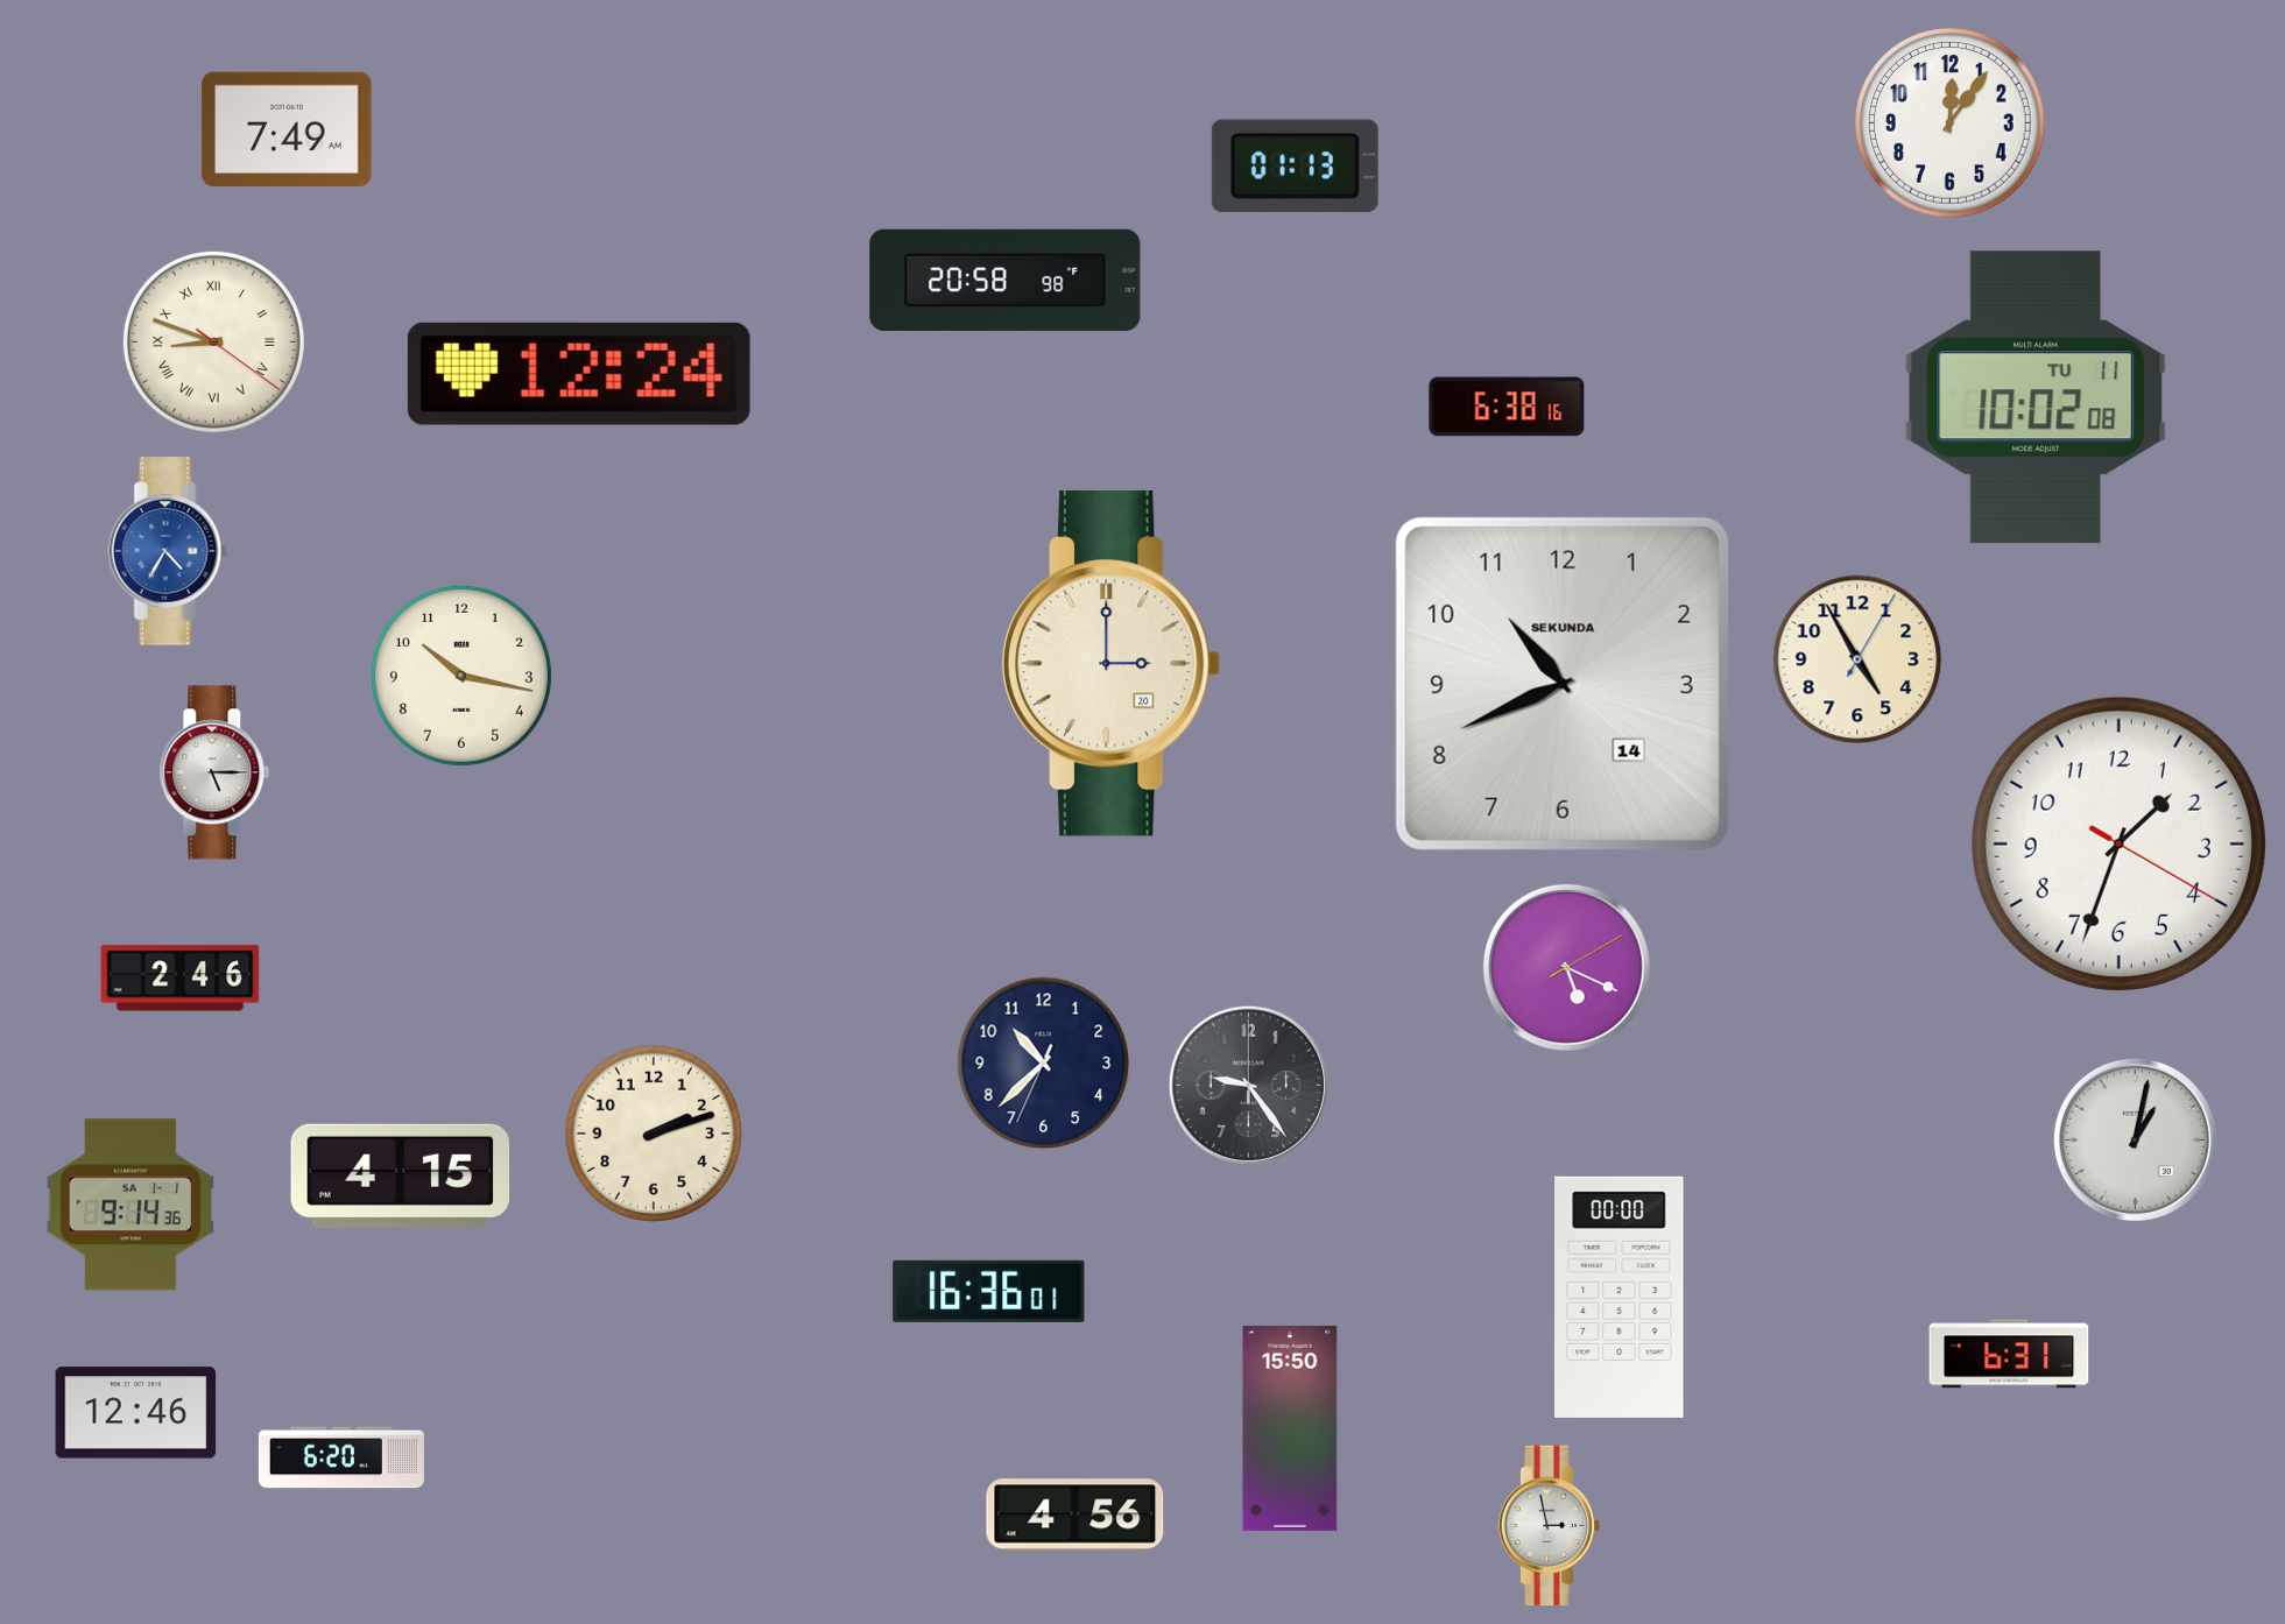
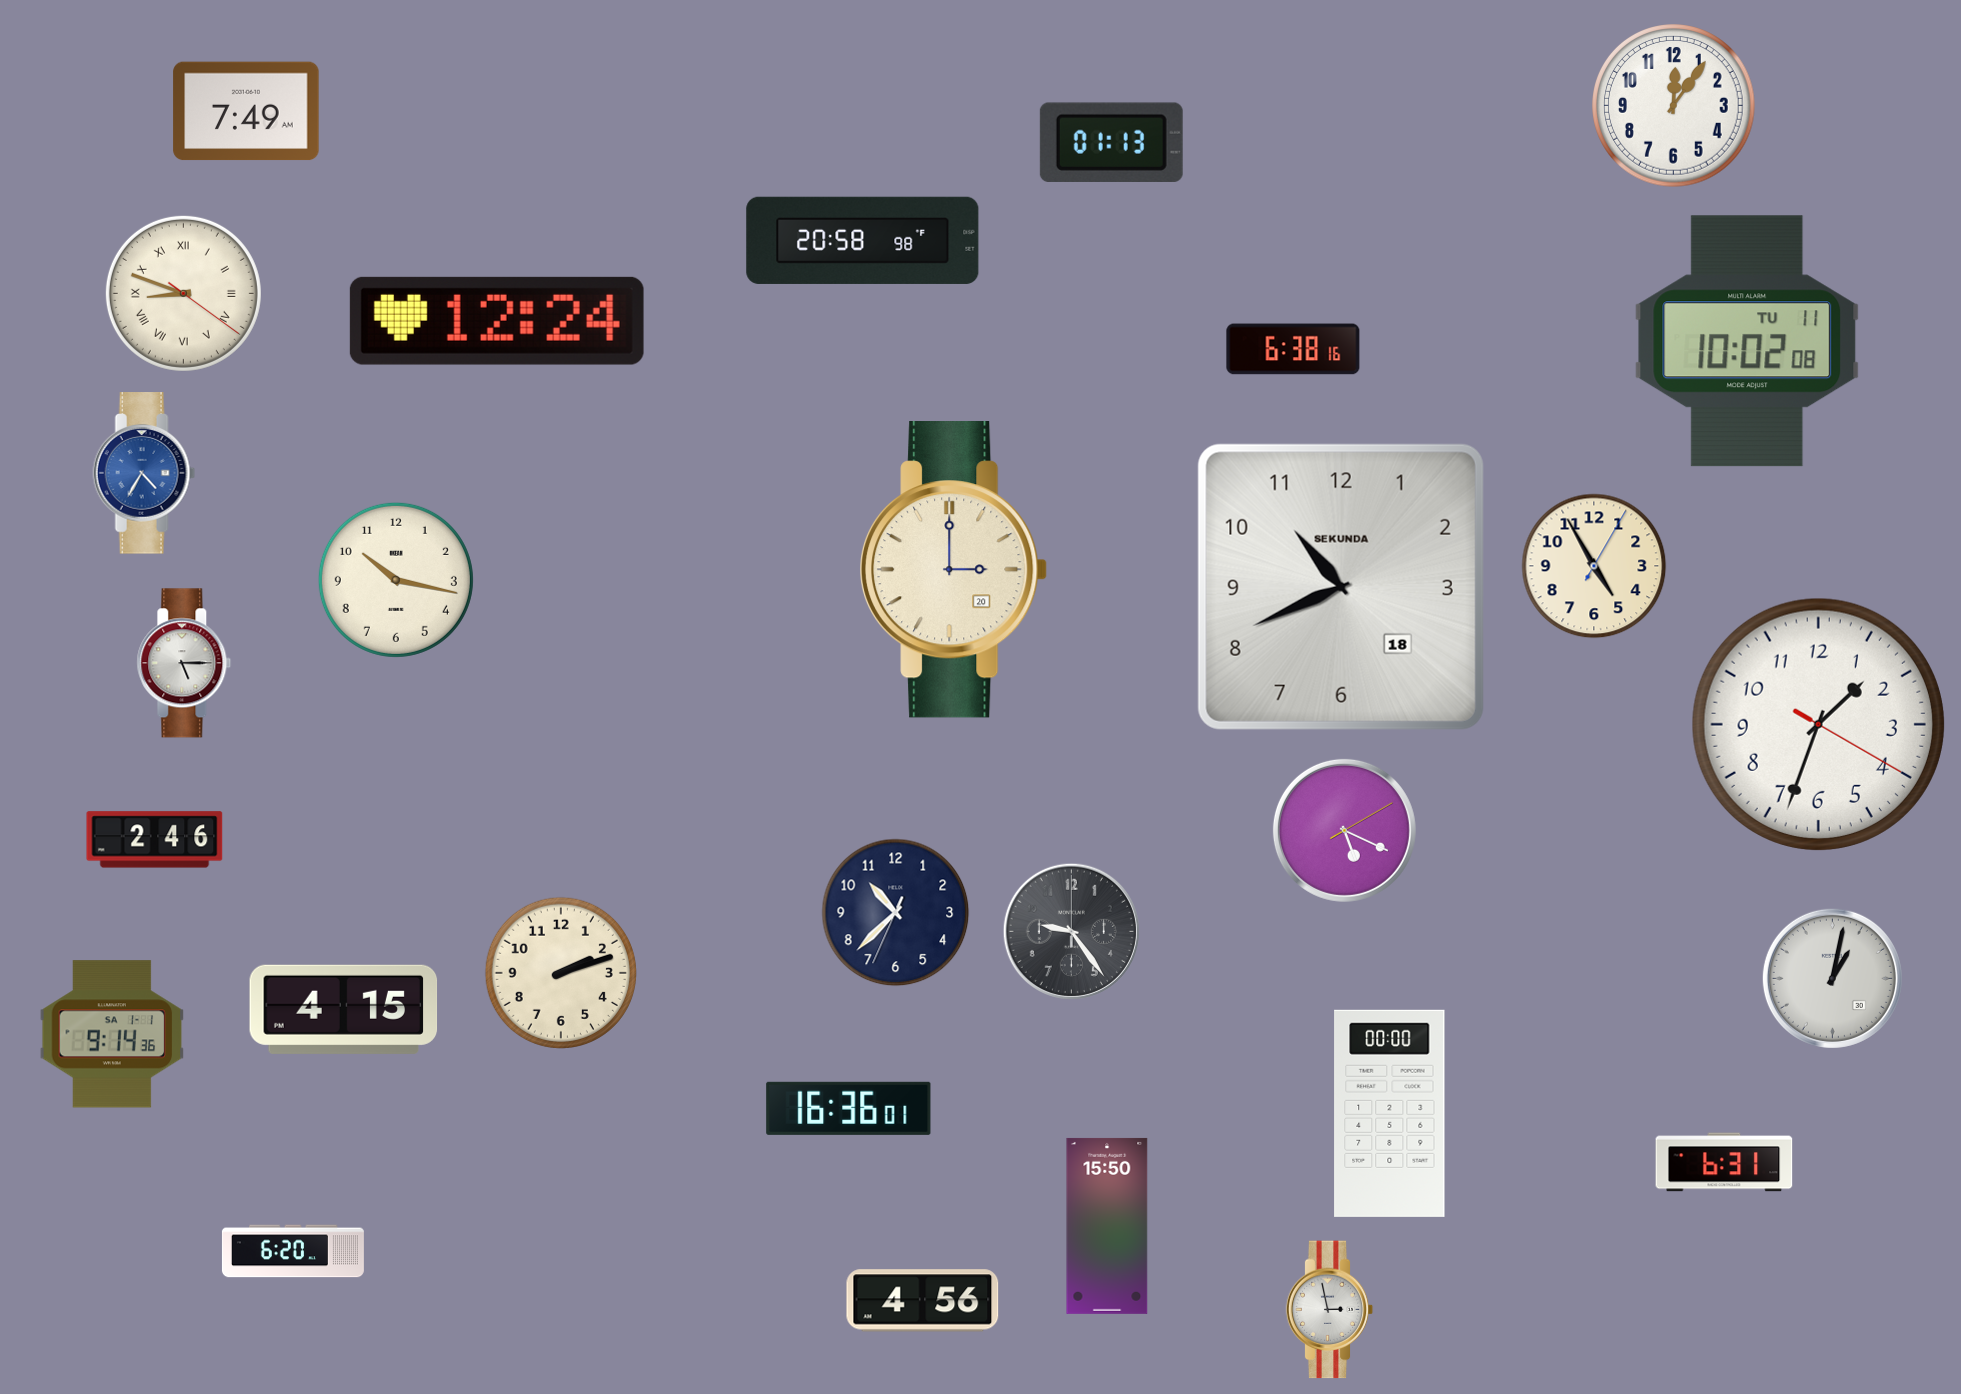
clock at (1563, 684) date: 14 -> 18
clock at (136, 1413): 12:46 -> none
